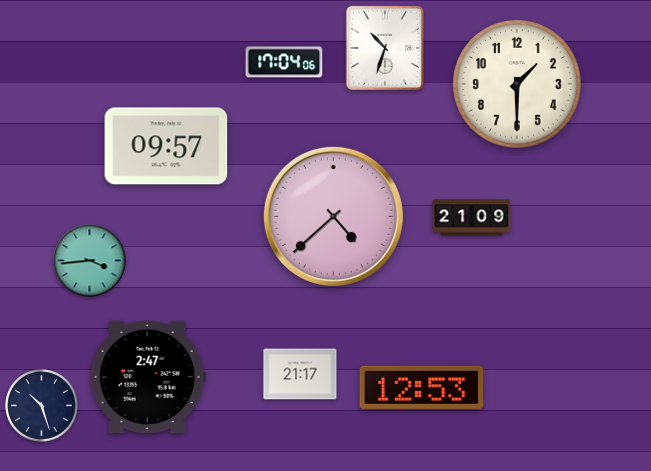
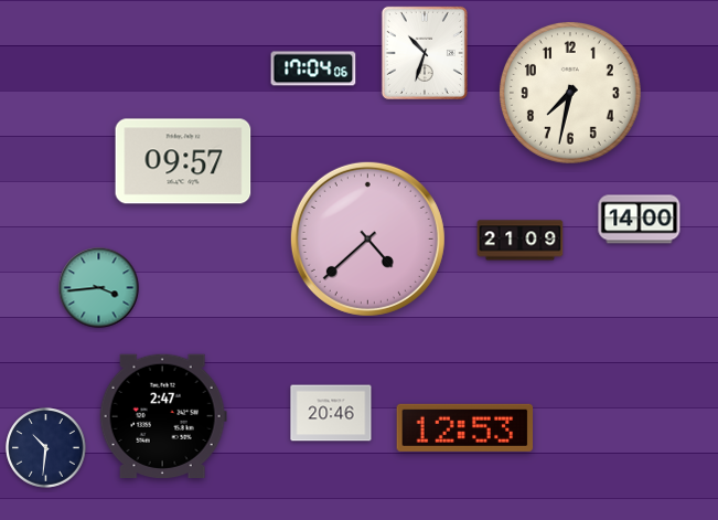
clock at (517, 84): 1:30 -> 7:32
clock at (640, 220): none -> 14:00
clock at (300, 374): 21:17 -> 20:46
clock at (42, 406): 10:27 -> 10:31
